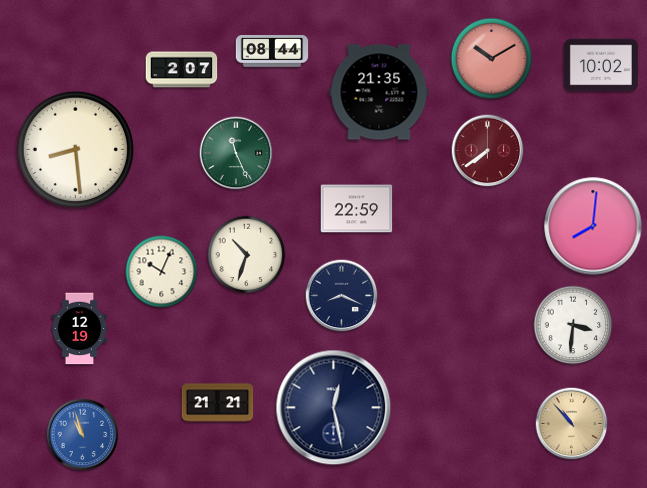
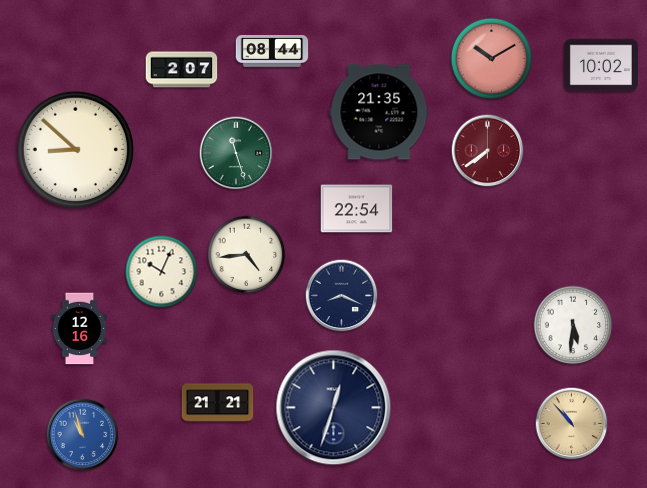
clock at (379, 92) position: (379, 92) -> (379, 112)
clock at (75, 149): 8:29 -> 8:52
clock at (236, 153): 11:26 -> 11:27
clock at (357, 209): 22:59 -> 22:54
clock at (593, 226): 8:01 -> none
clock at (247, 255): 10:33 -> 4:44
clock at (573, 325): 3:31 -> 5:31
clock at (80, 329): 12:19 -> 12:16
clock at (334, 408): 12:28 -> 12:33
